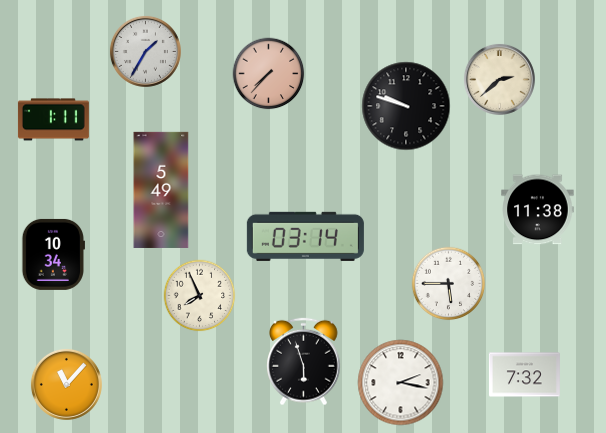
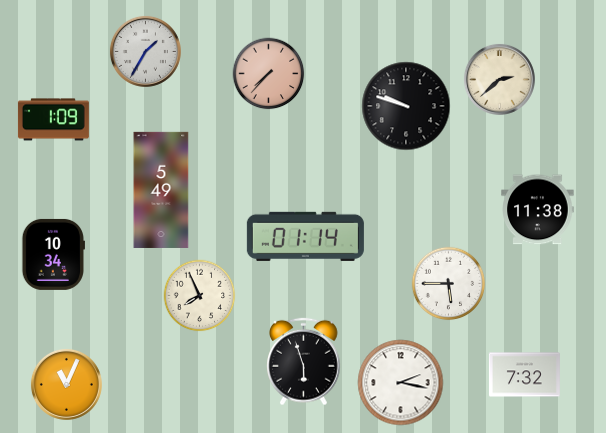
clock at (53, 120): 1:11 -> 1:09
clock at (305, 236): 03:14 -> 01:14
clock at (66, 384): 11:07 -> 11:04
